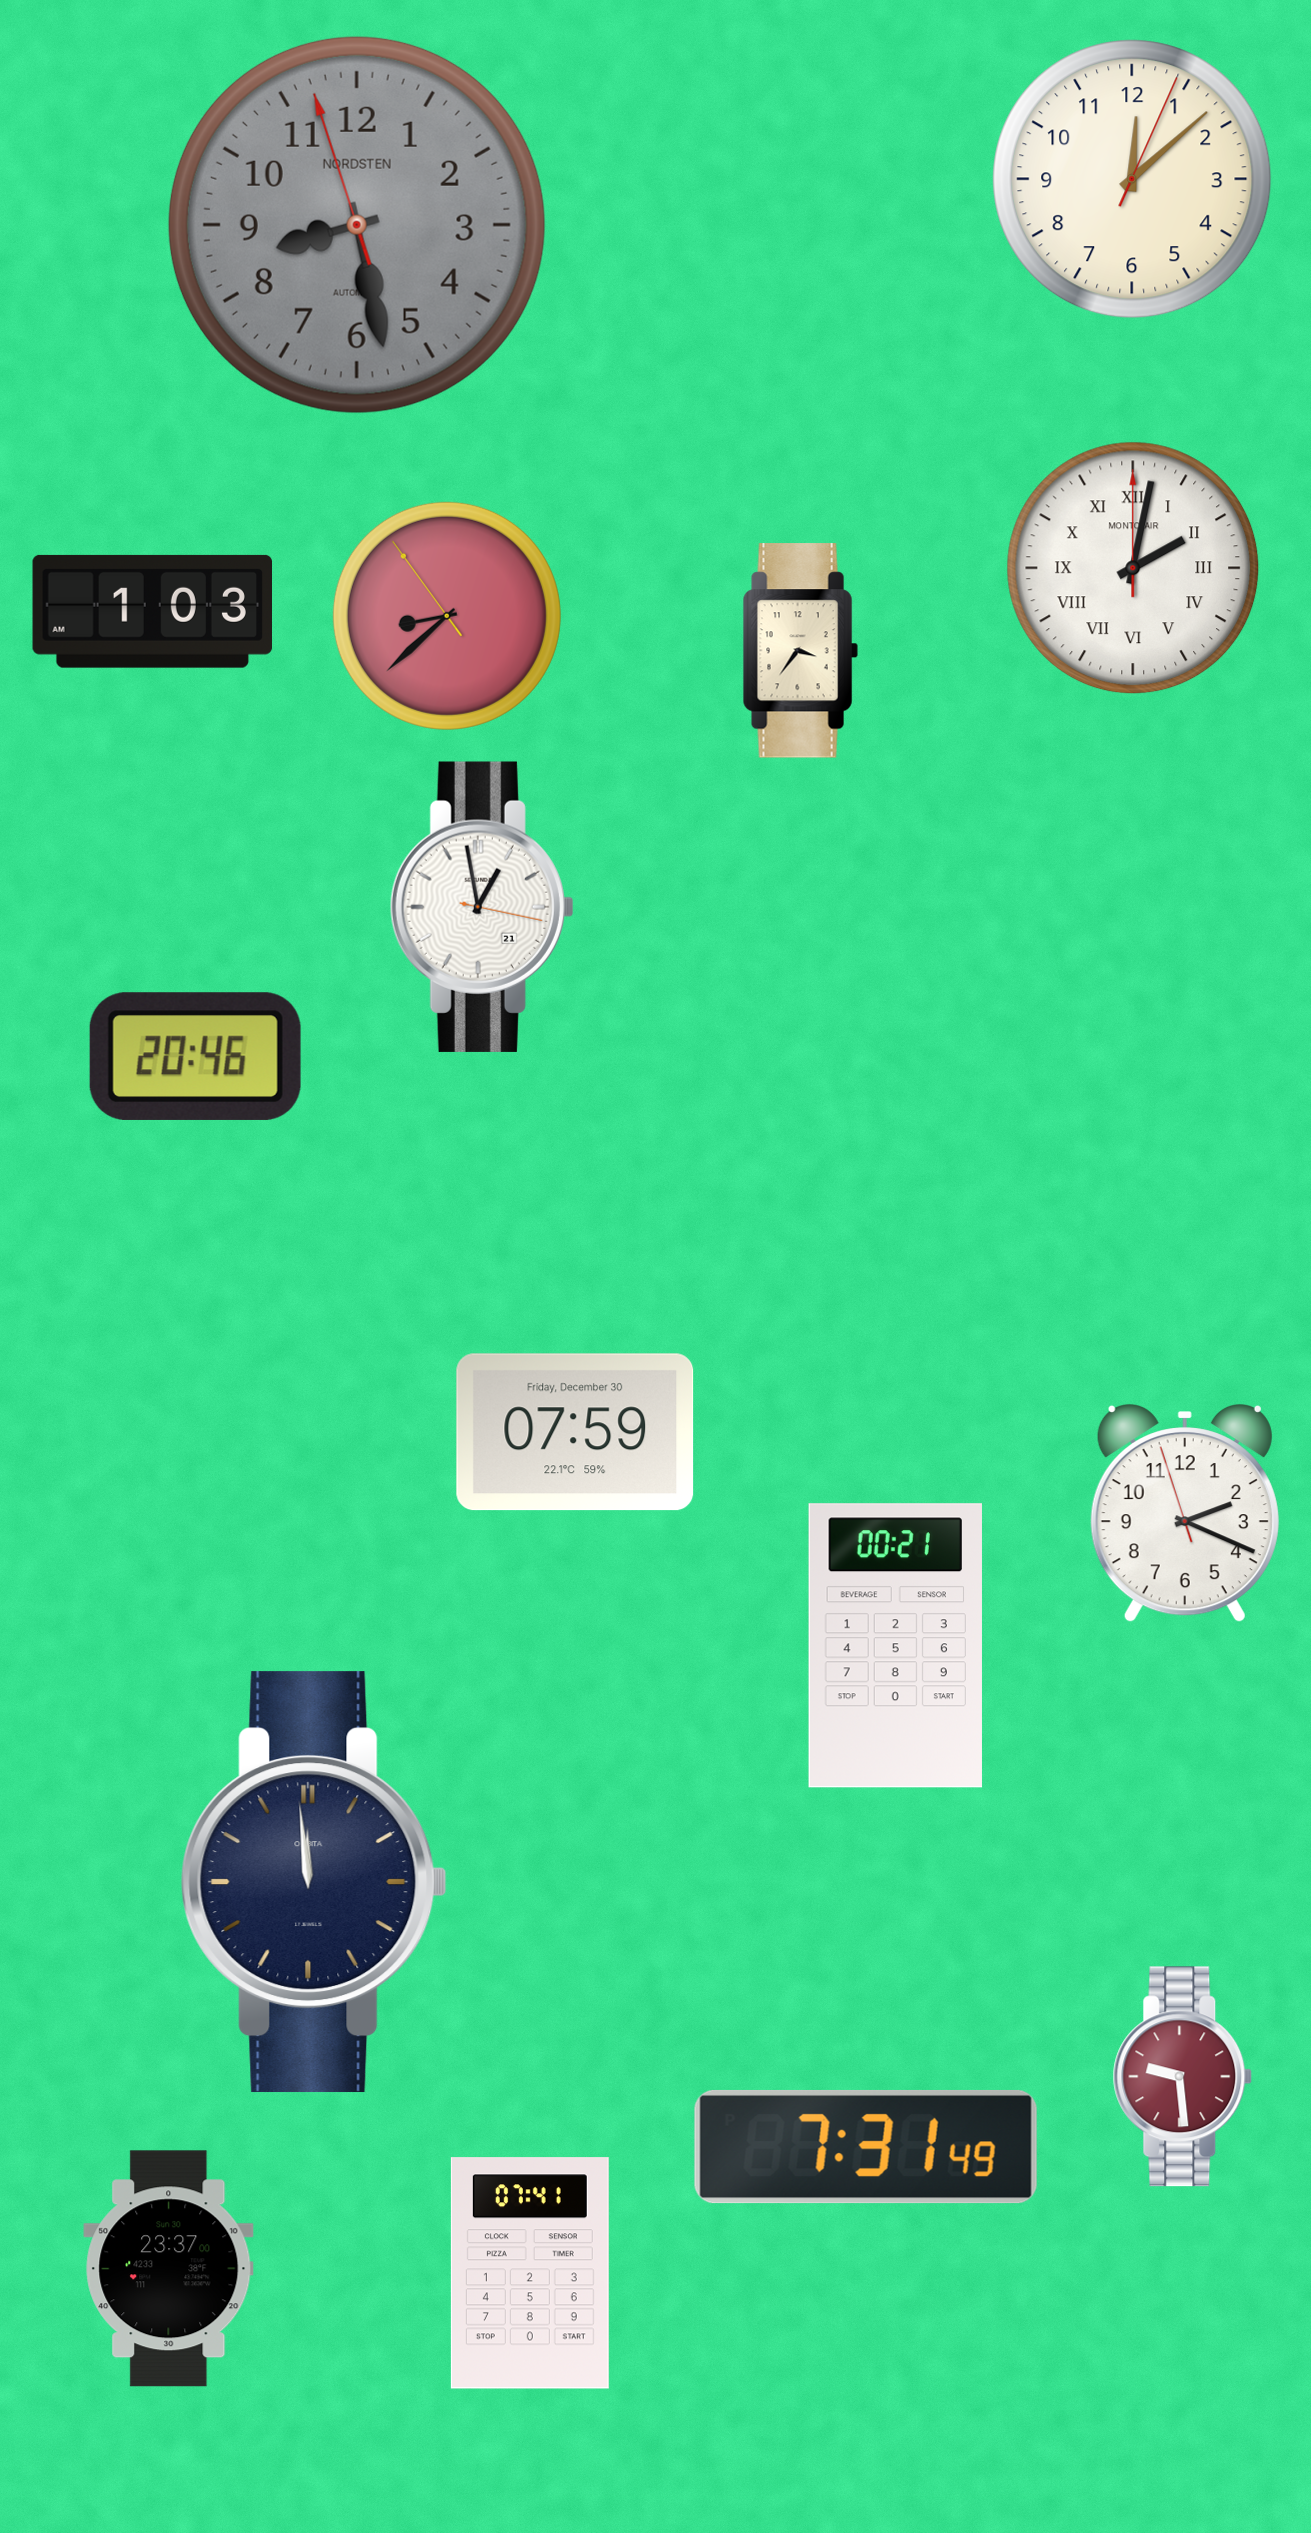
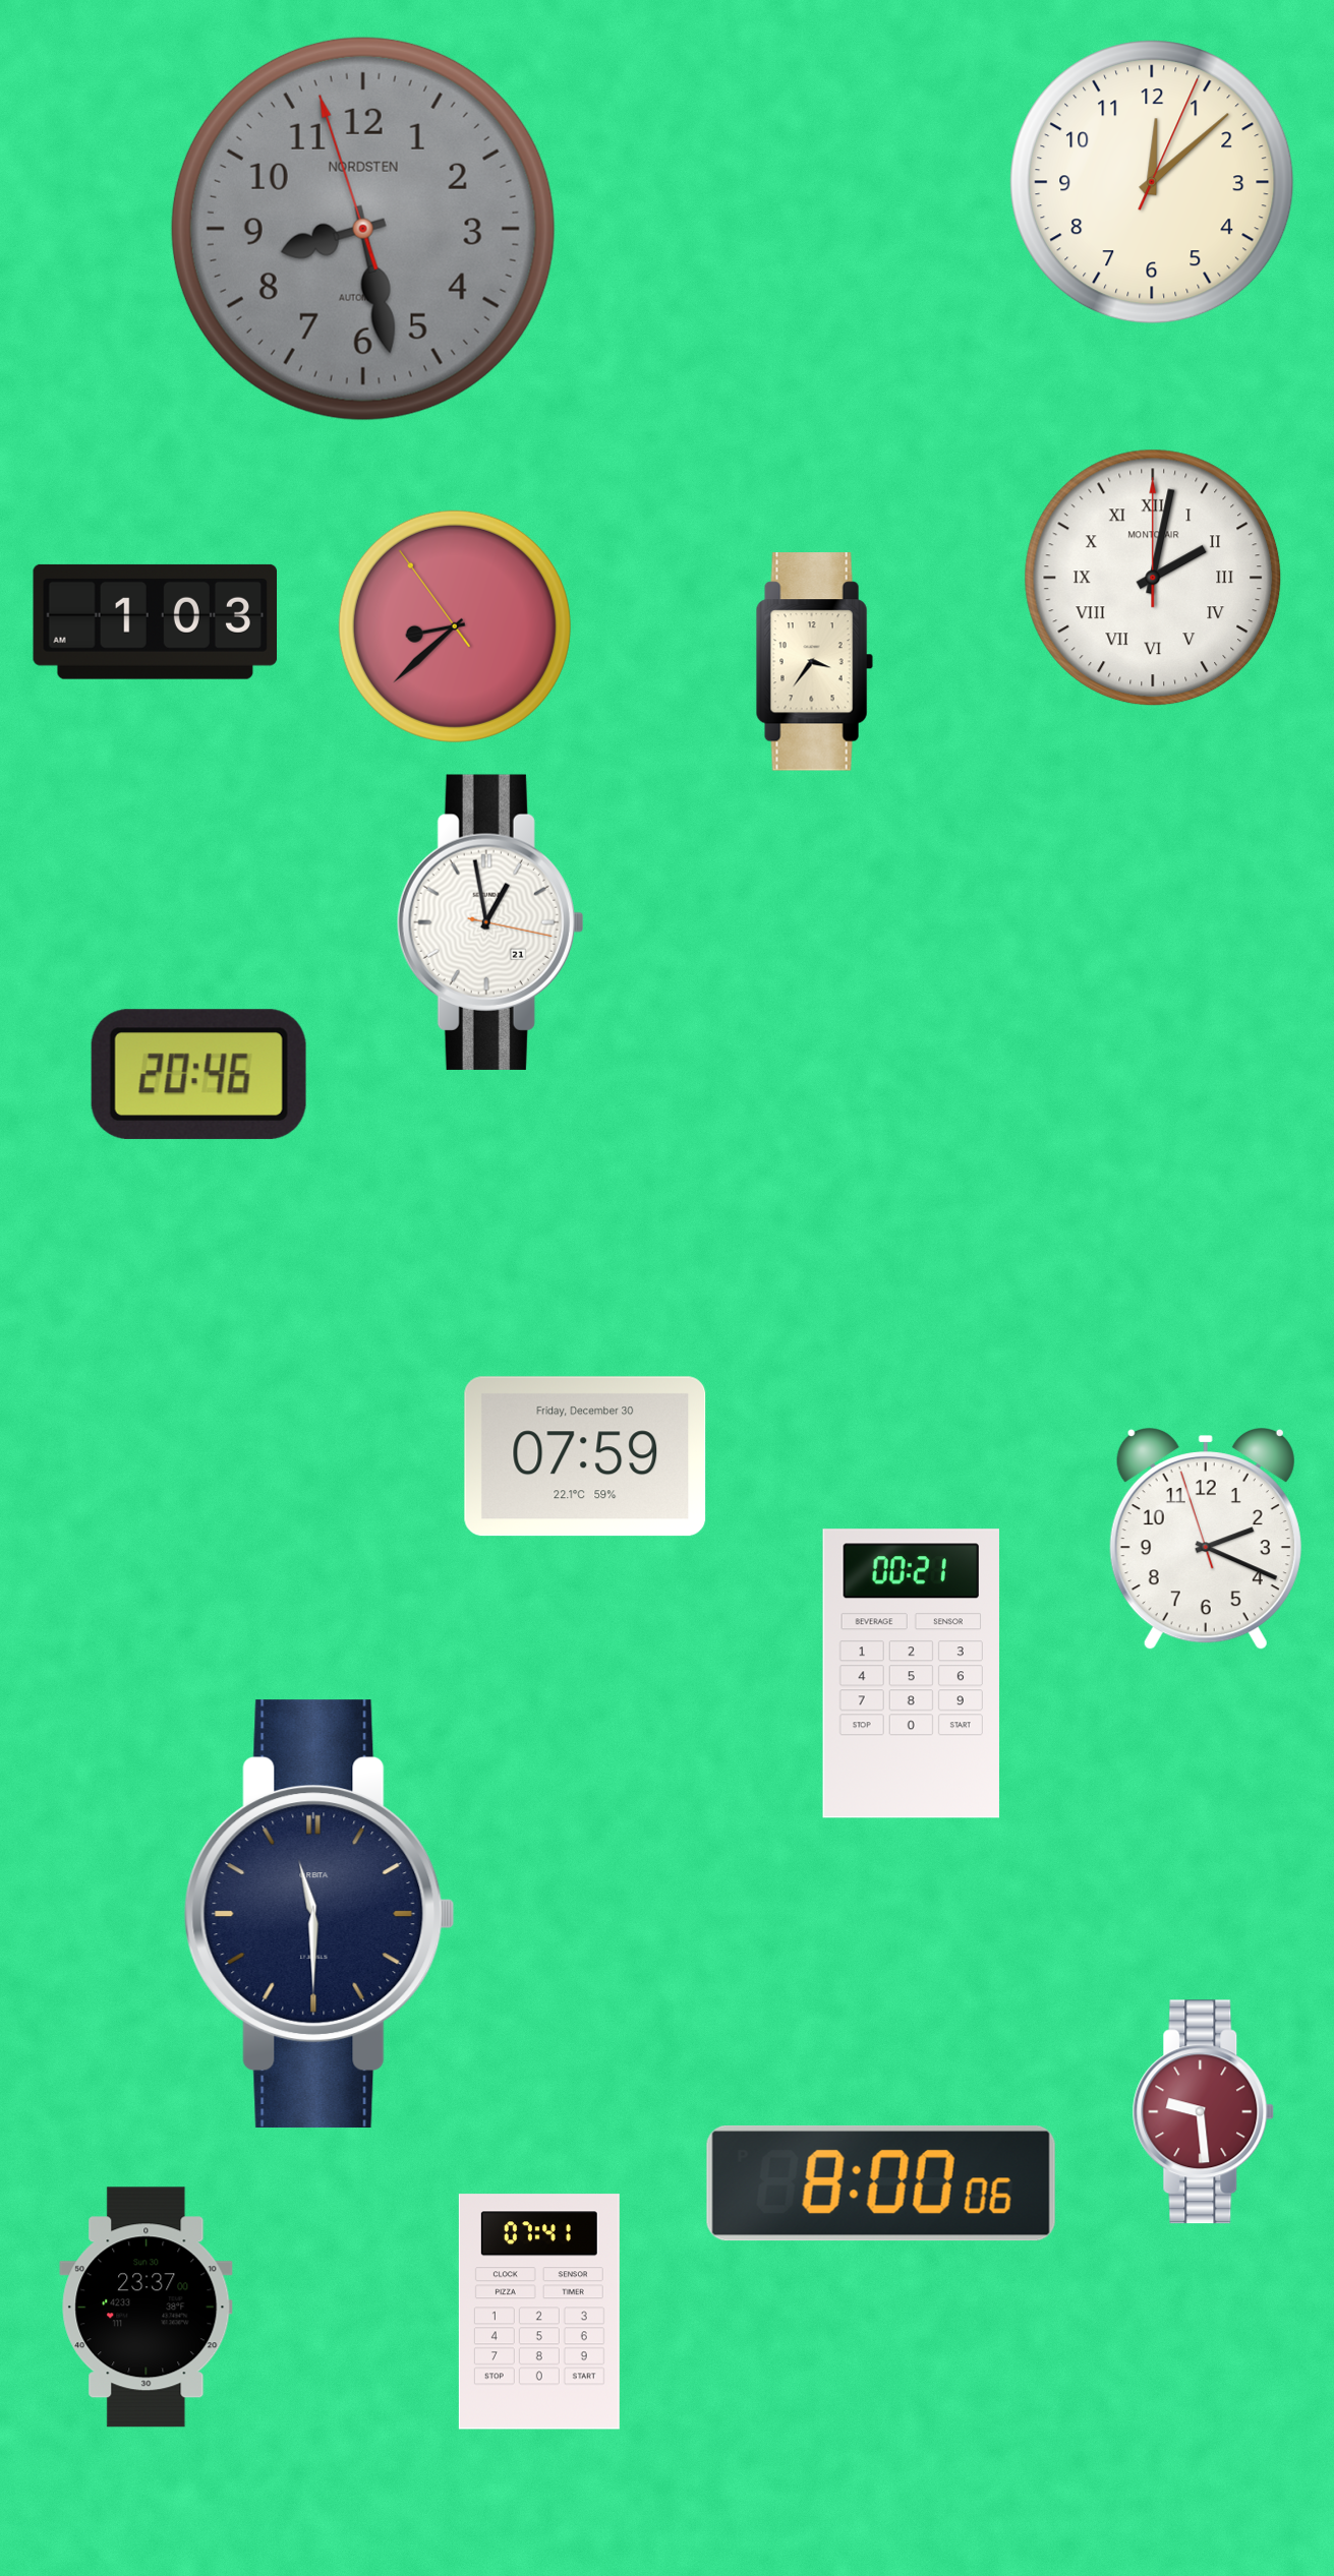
clock at (314, 1882): 11:59 -> 11:30
clock at (866, 2147): 7:31 -> 8:00
clock at (169, 2269) position: (169, 2269) -> (147, 2308)
